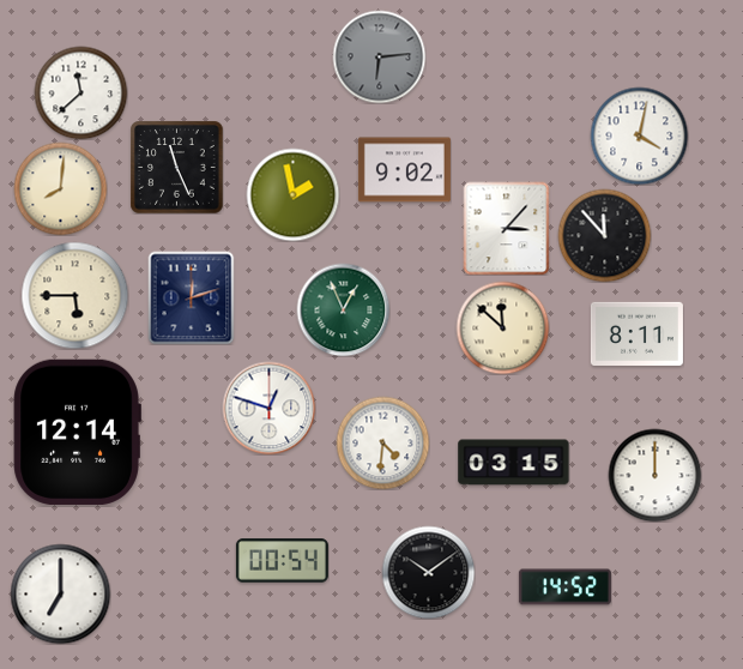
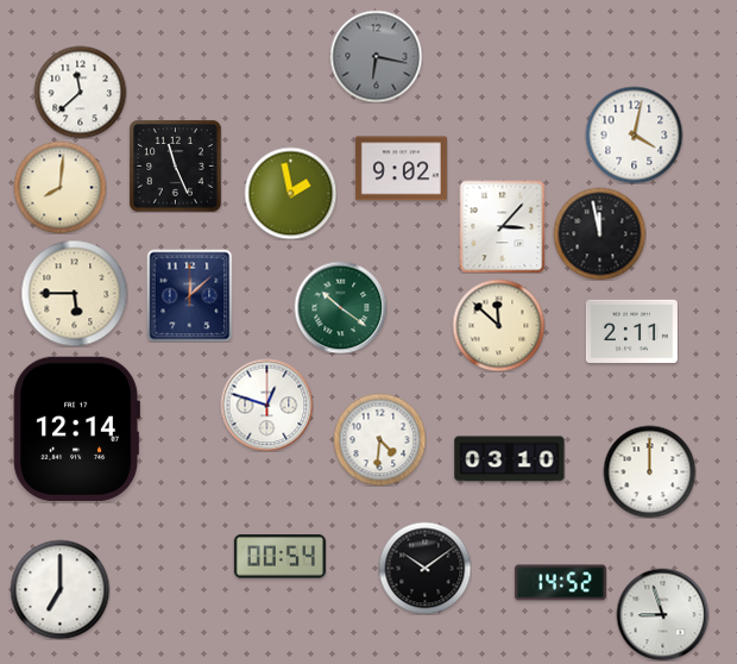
clock at (379, 56): 6:14 -> 6:17
clock at (604, 235): 11:53 -> 11:58
clock at (192, 297): 12:12 -> 12:08
clock at (343, 309): 12:56 -> 10:21
clock at (636, 333): 8:11 -> 2:11
clock at (514, 463): 03:15 -> 03:10
clock at (662, 614): none -> 8:57
